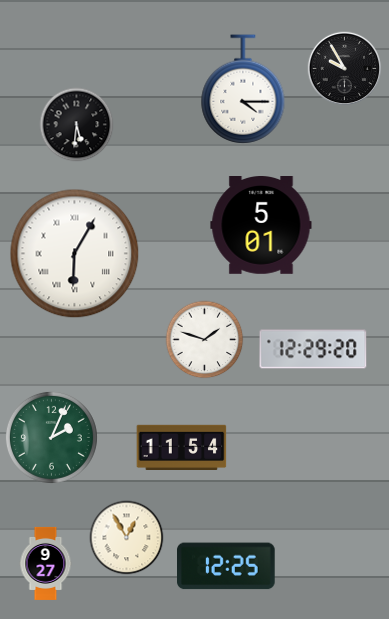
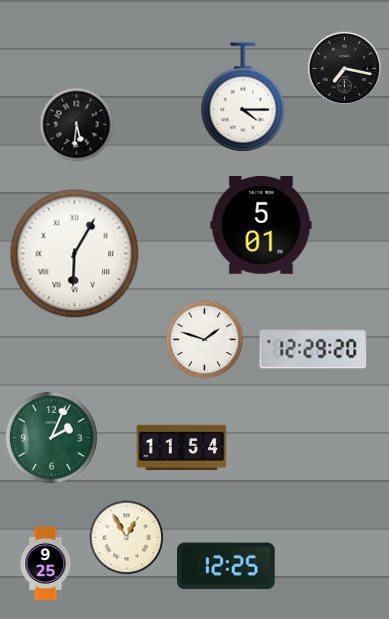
clock at (345, 69): 9:55 -> 7:17
clock at (243, 89) position: (243, 89) -> (243, 97)
clock at (46, 563): 9:27 -> 9:25
